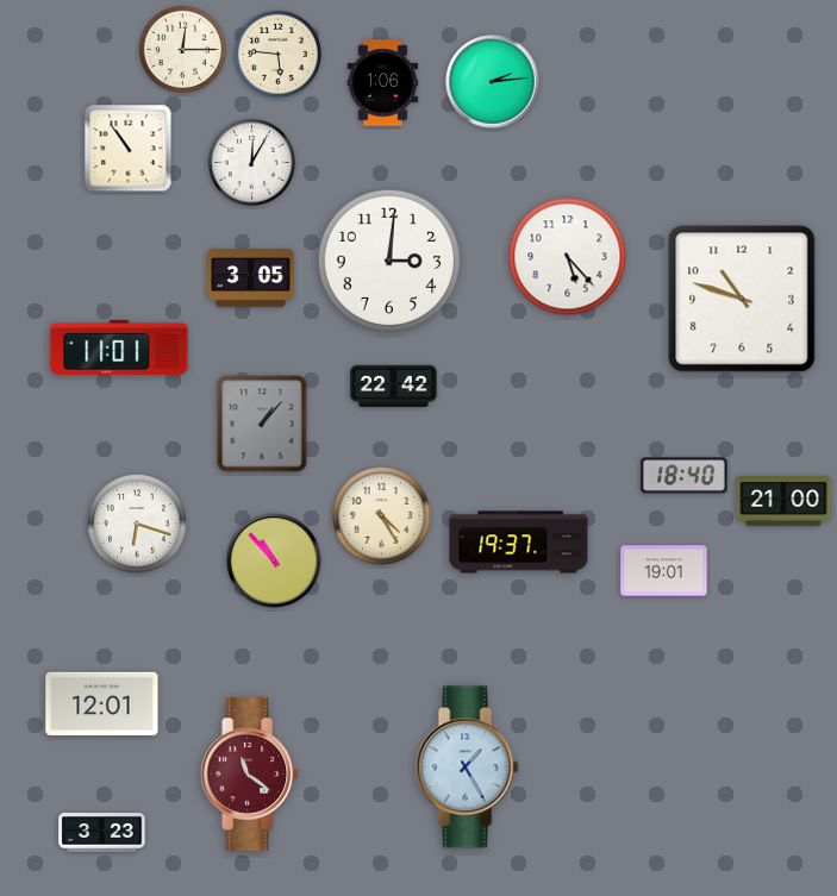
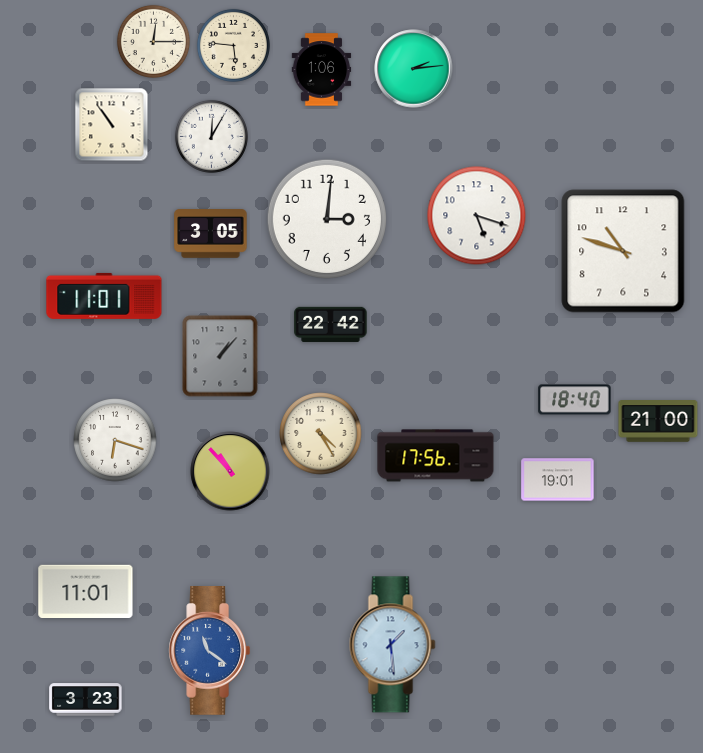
clock at (129, 149) position: (129, 149) -> (112, 125)
clock at (568, 257): 5:23 -> 5:18
clock at (119, 347) position: (119, 347) -> (104, 296)
clock at (519, 543): 19:37 -> 17:56
clock at (102, 703): 12:01 -> 11:01
clock at (468, 767): 1:25 -> 1:29
clock at (250, 775) dial: burgundy -> blue
